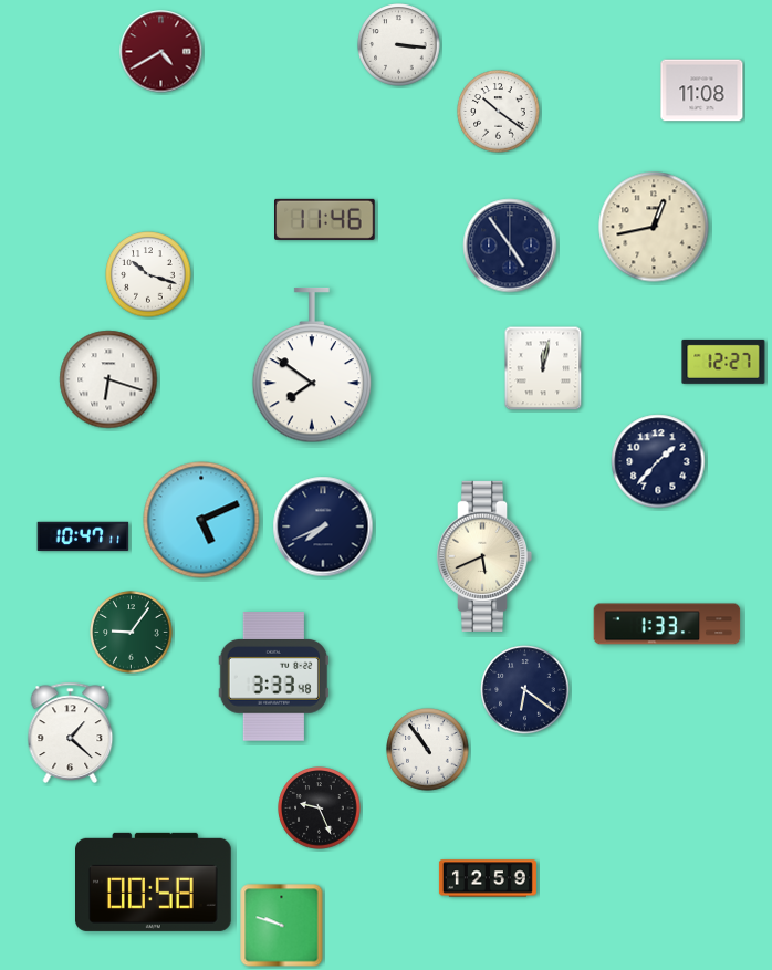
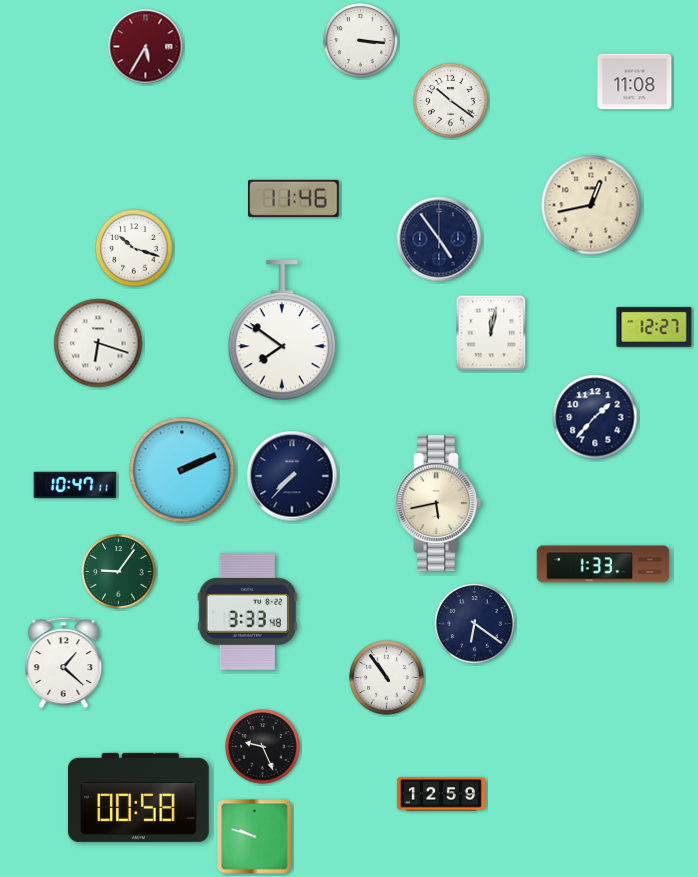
clock at (161, 52): 4:40 -> 5:35
clock at (510, 246) position: (510, 246) -> (439, 239)
clock at (201, 520): 5:11 -> 2:11
clock at (323, 526): 7:41 -> 7:37
clock at (484, 556): 5:41 -> 5:43
clock at (320, 809) position: (320, 809) -> (263, 747)
